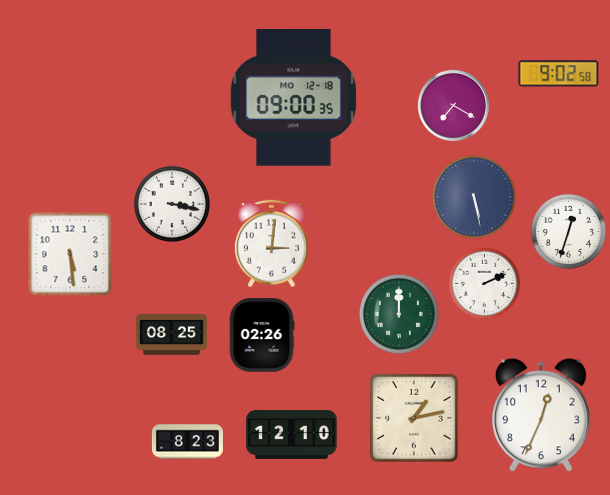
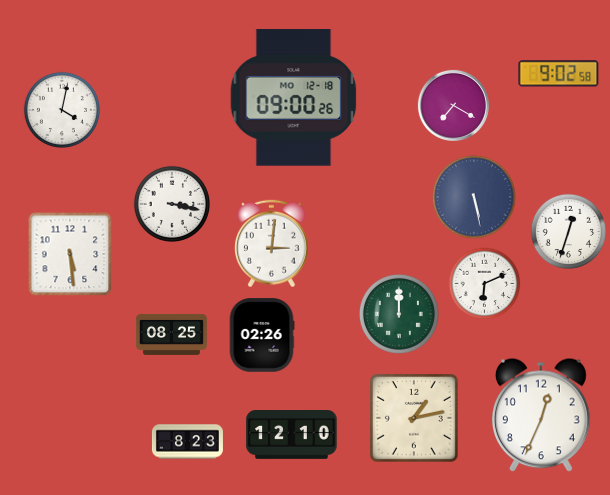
clock at (294, 98): 09:00:35 -> 09:00:26
clock at (61, 109): none -> 4:02
clock at (485, 284): 2:11 -> 6:11
